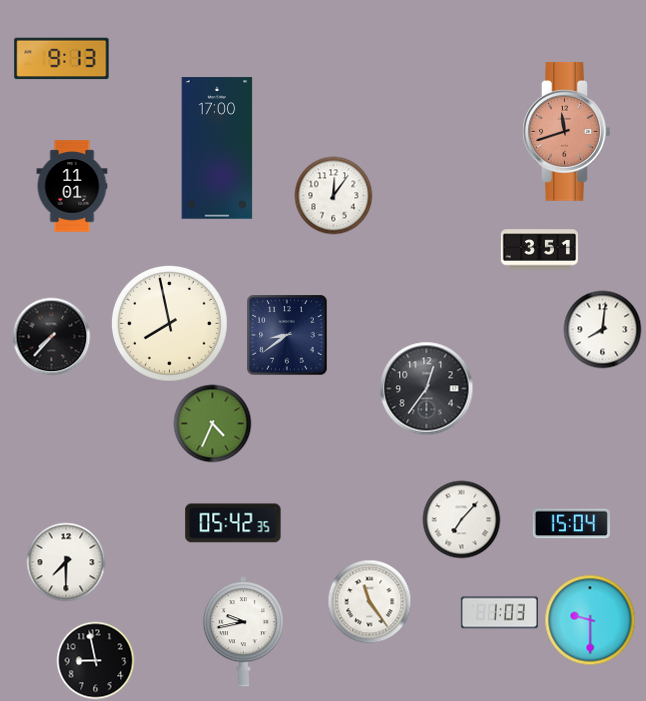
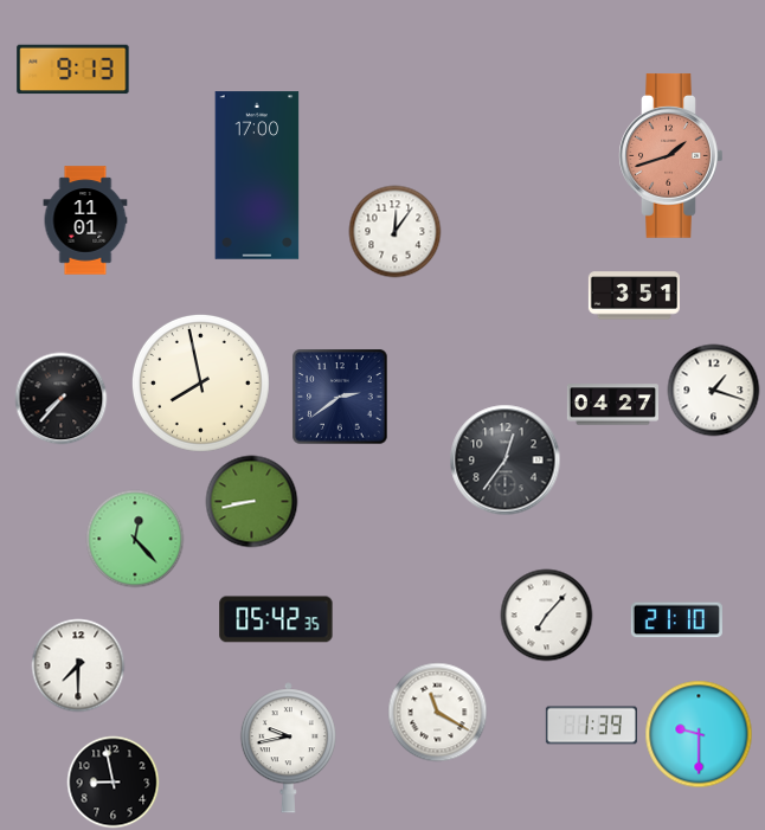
clock at (567, 131): 11:42 -> 1:42
clock at (539, 250) position: (539, 250) -> (634, 296)
clock at (602, 329): 8:01 -> 1:18
clock at (287, 335): 8:39 -> 2:39
clock at (612, 405): none -> 04:27
clock at (212, 423): 4:34 -> 8:43
clock at (135, 539): none -> 12:23
clock at (571, 524): 15:04 -> 21:10
clock at (369, 601): 11:24 -> 11:20
clock at (499, 613): 1:03 -> 1:39
